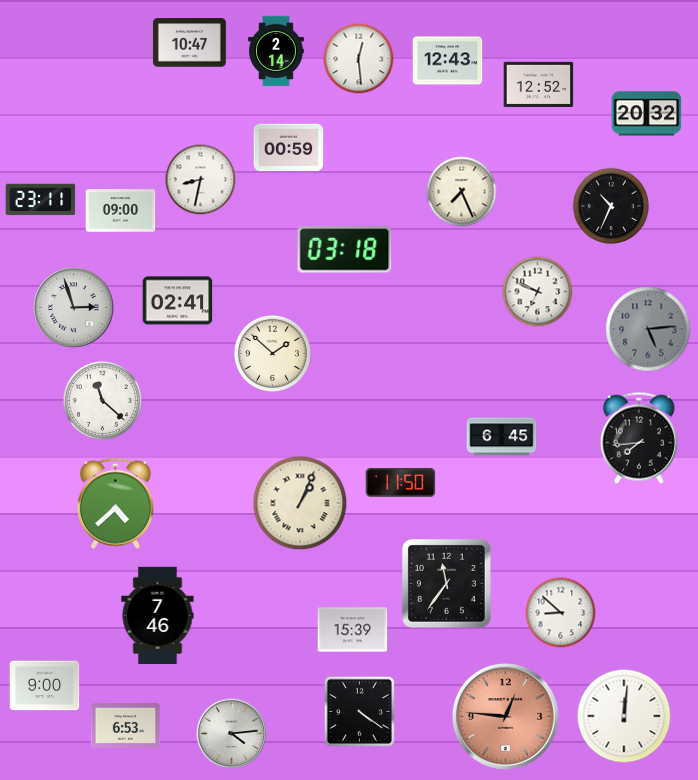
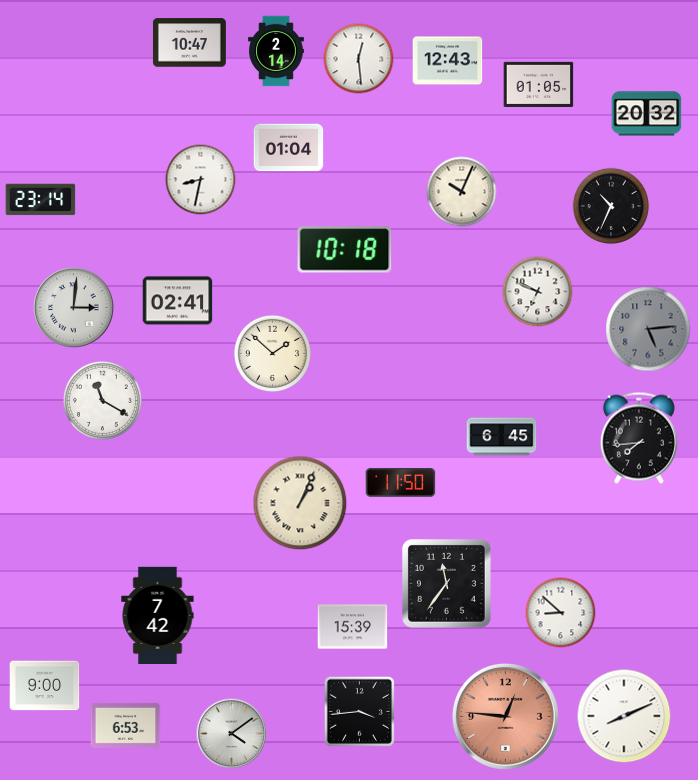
clock at (539, 84): 12:52 -> 01:05
clock at (289, 148): 00:59 -> 01:04
clock at (462, 192): 7:26 -> 10:04
clock at (41, 200): 23:11 -> 23:14
clock at (121, 211): 09:00 -> none
clock at (345, 250): 03:18 -> 10:18
clock at (74, 308): 2:57 -> 3:01
clock at (102, 400): 11:22 -> 11:20
clock at (115, 503): 4:38 -> none
clock at (158, 615): 7:46 -> 7:42
clock at (353, 630) position: (353, 630) -> (353, 627)
clock at (359, 711): 4:21 -> 3:44
clock at (624, 716): 12:01 -> 8:11
clock at (232, 734): 4:14 -> 4:09
